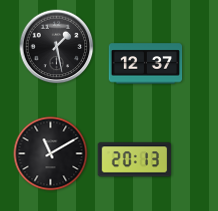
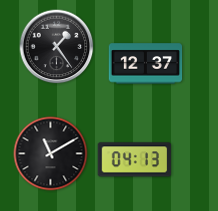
clock at (57, 47): 1:28 -> 1:24
clock at (135, 160): 20:13 -> 04:13
